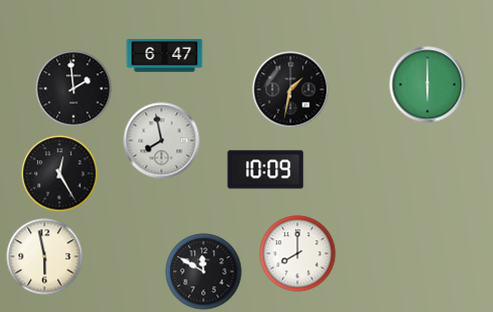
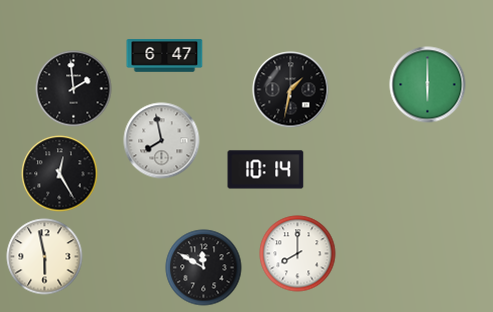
clock at (266, 170): 10:09 -> 10:14
clock at (204, 272) position: (204, 272) -> (204, 268)
